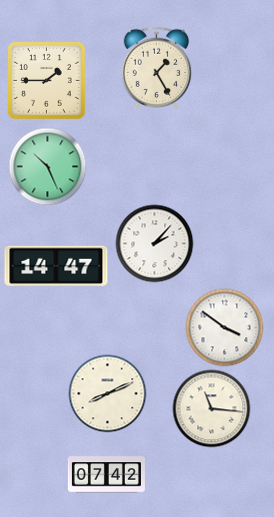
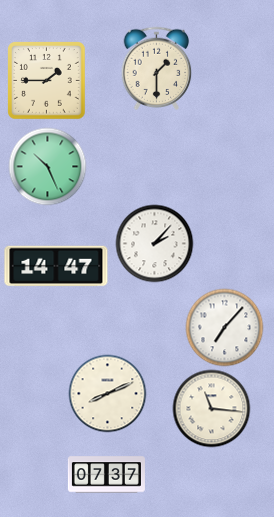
clock at (157, 68): 1:25 -> 1:30
clock at (224, 327): 3:51 -> 7:07
clock at (106, 475): 07:42 -> 07:37
